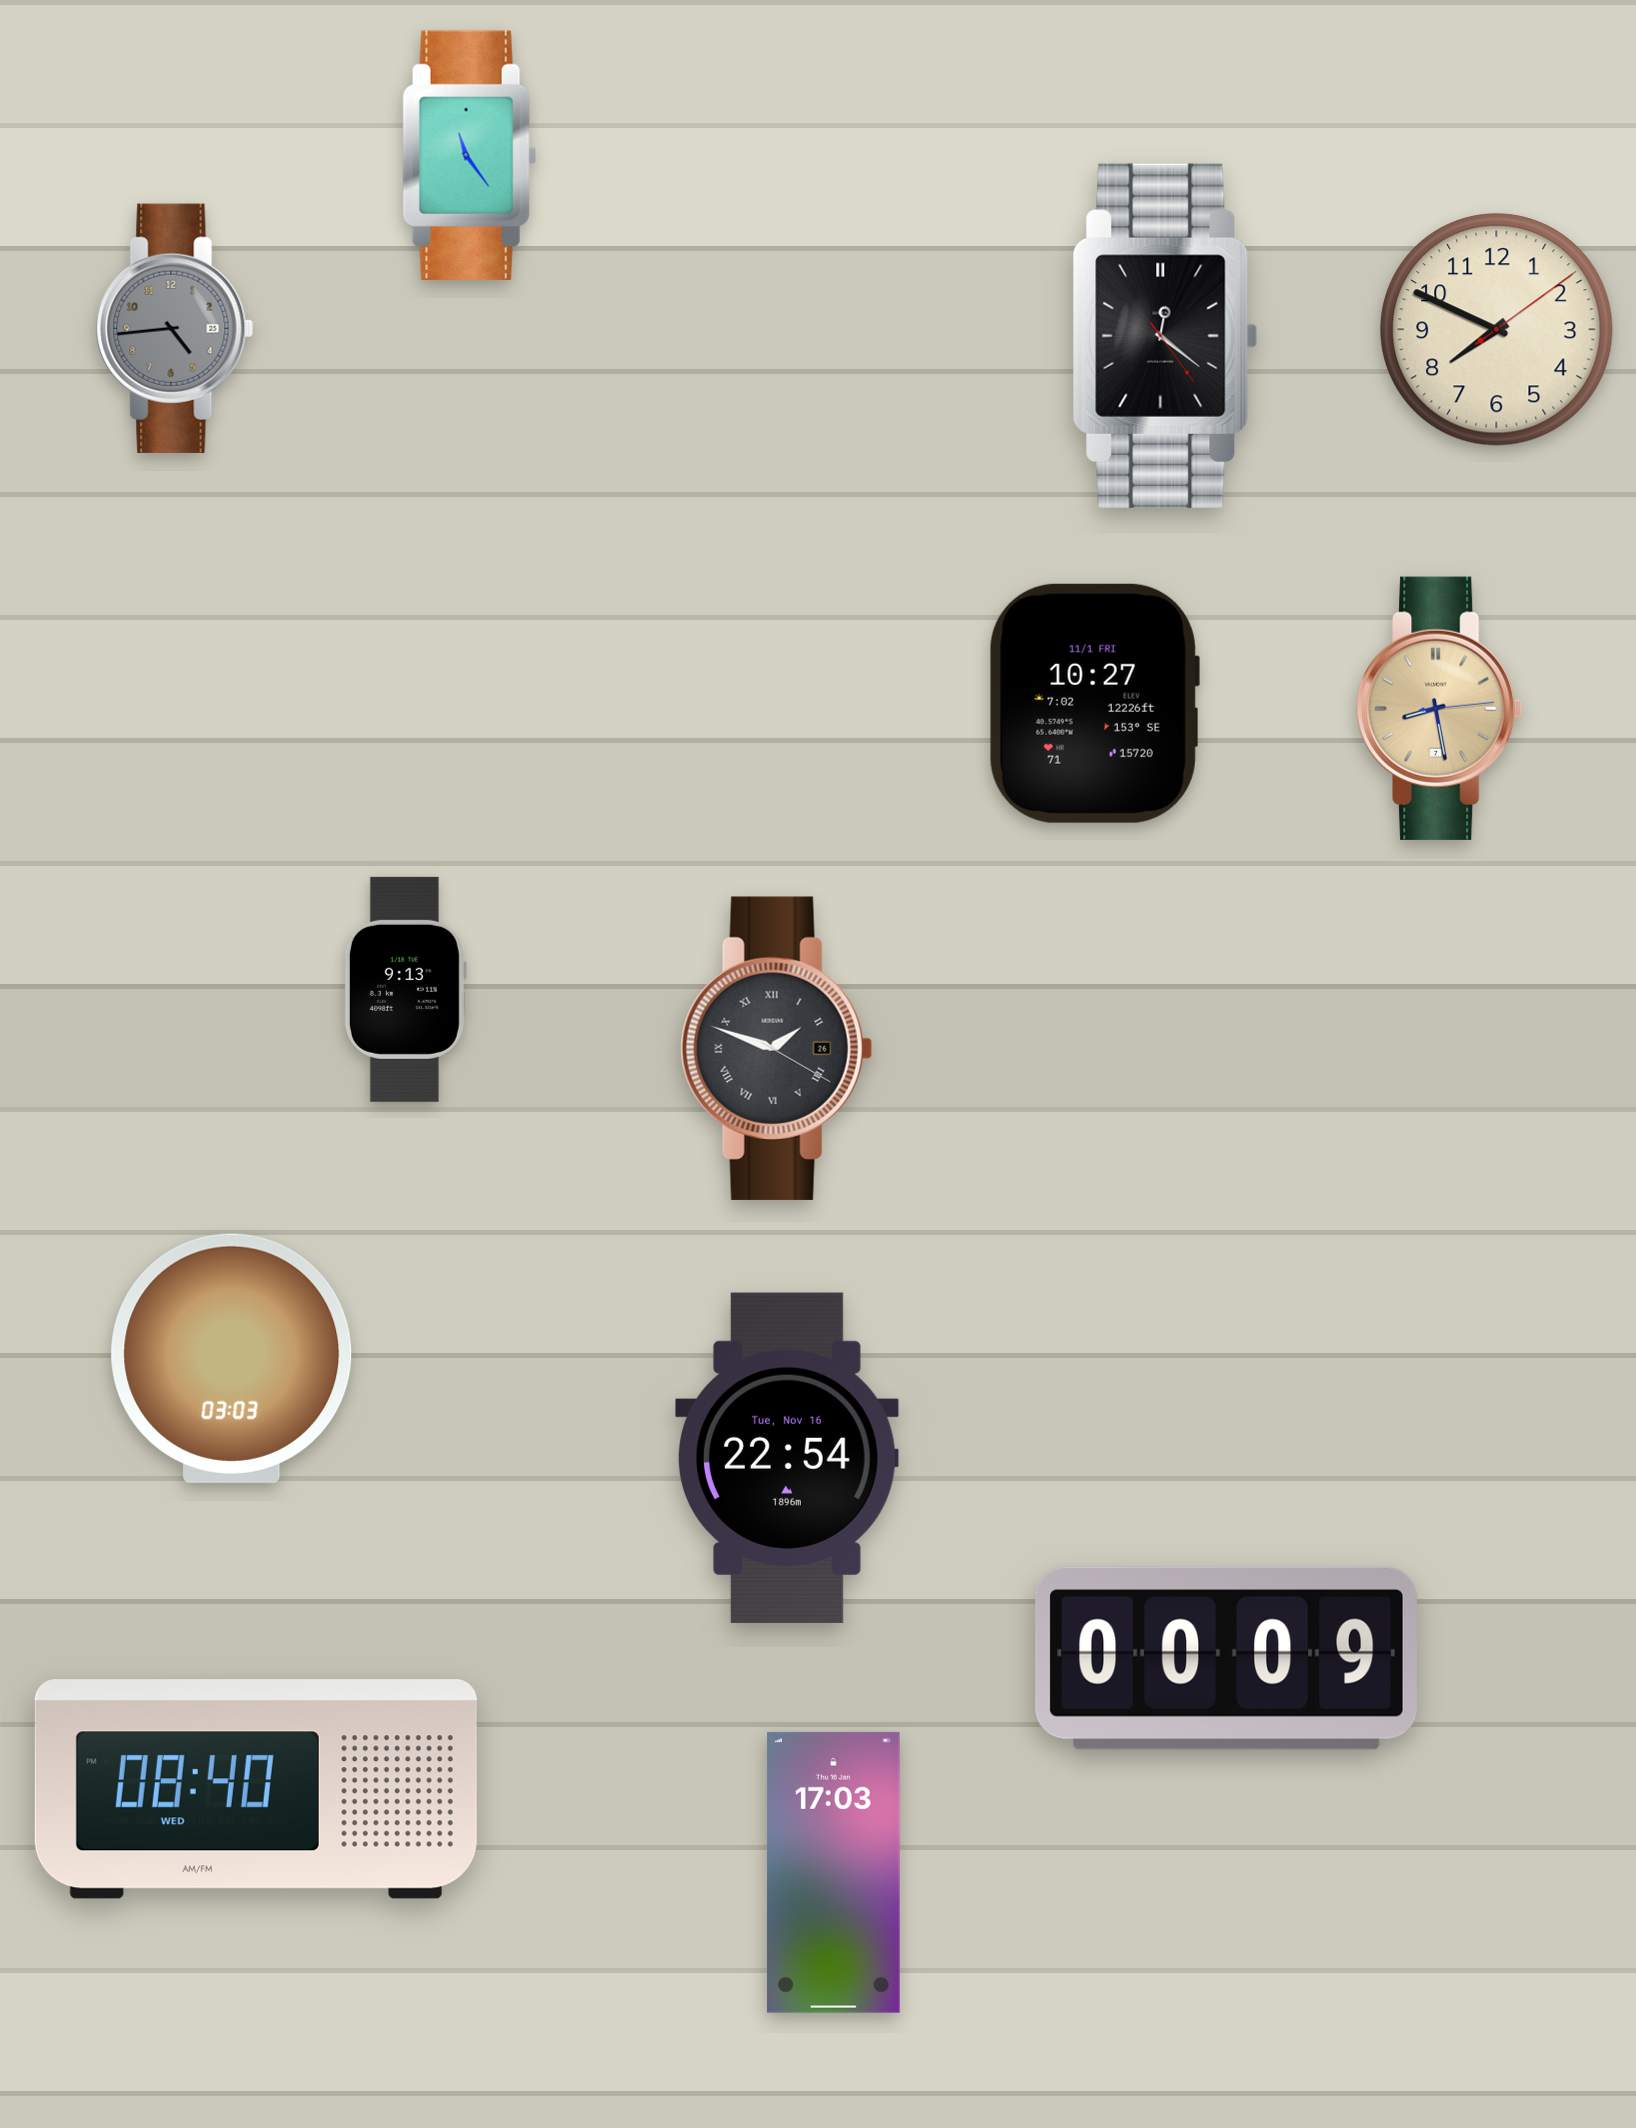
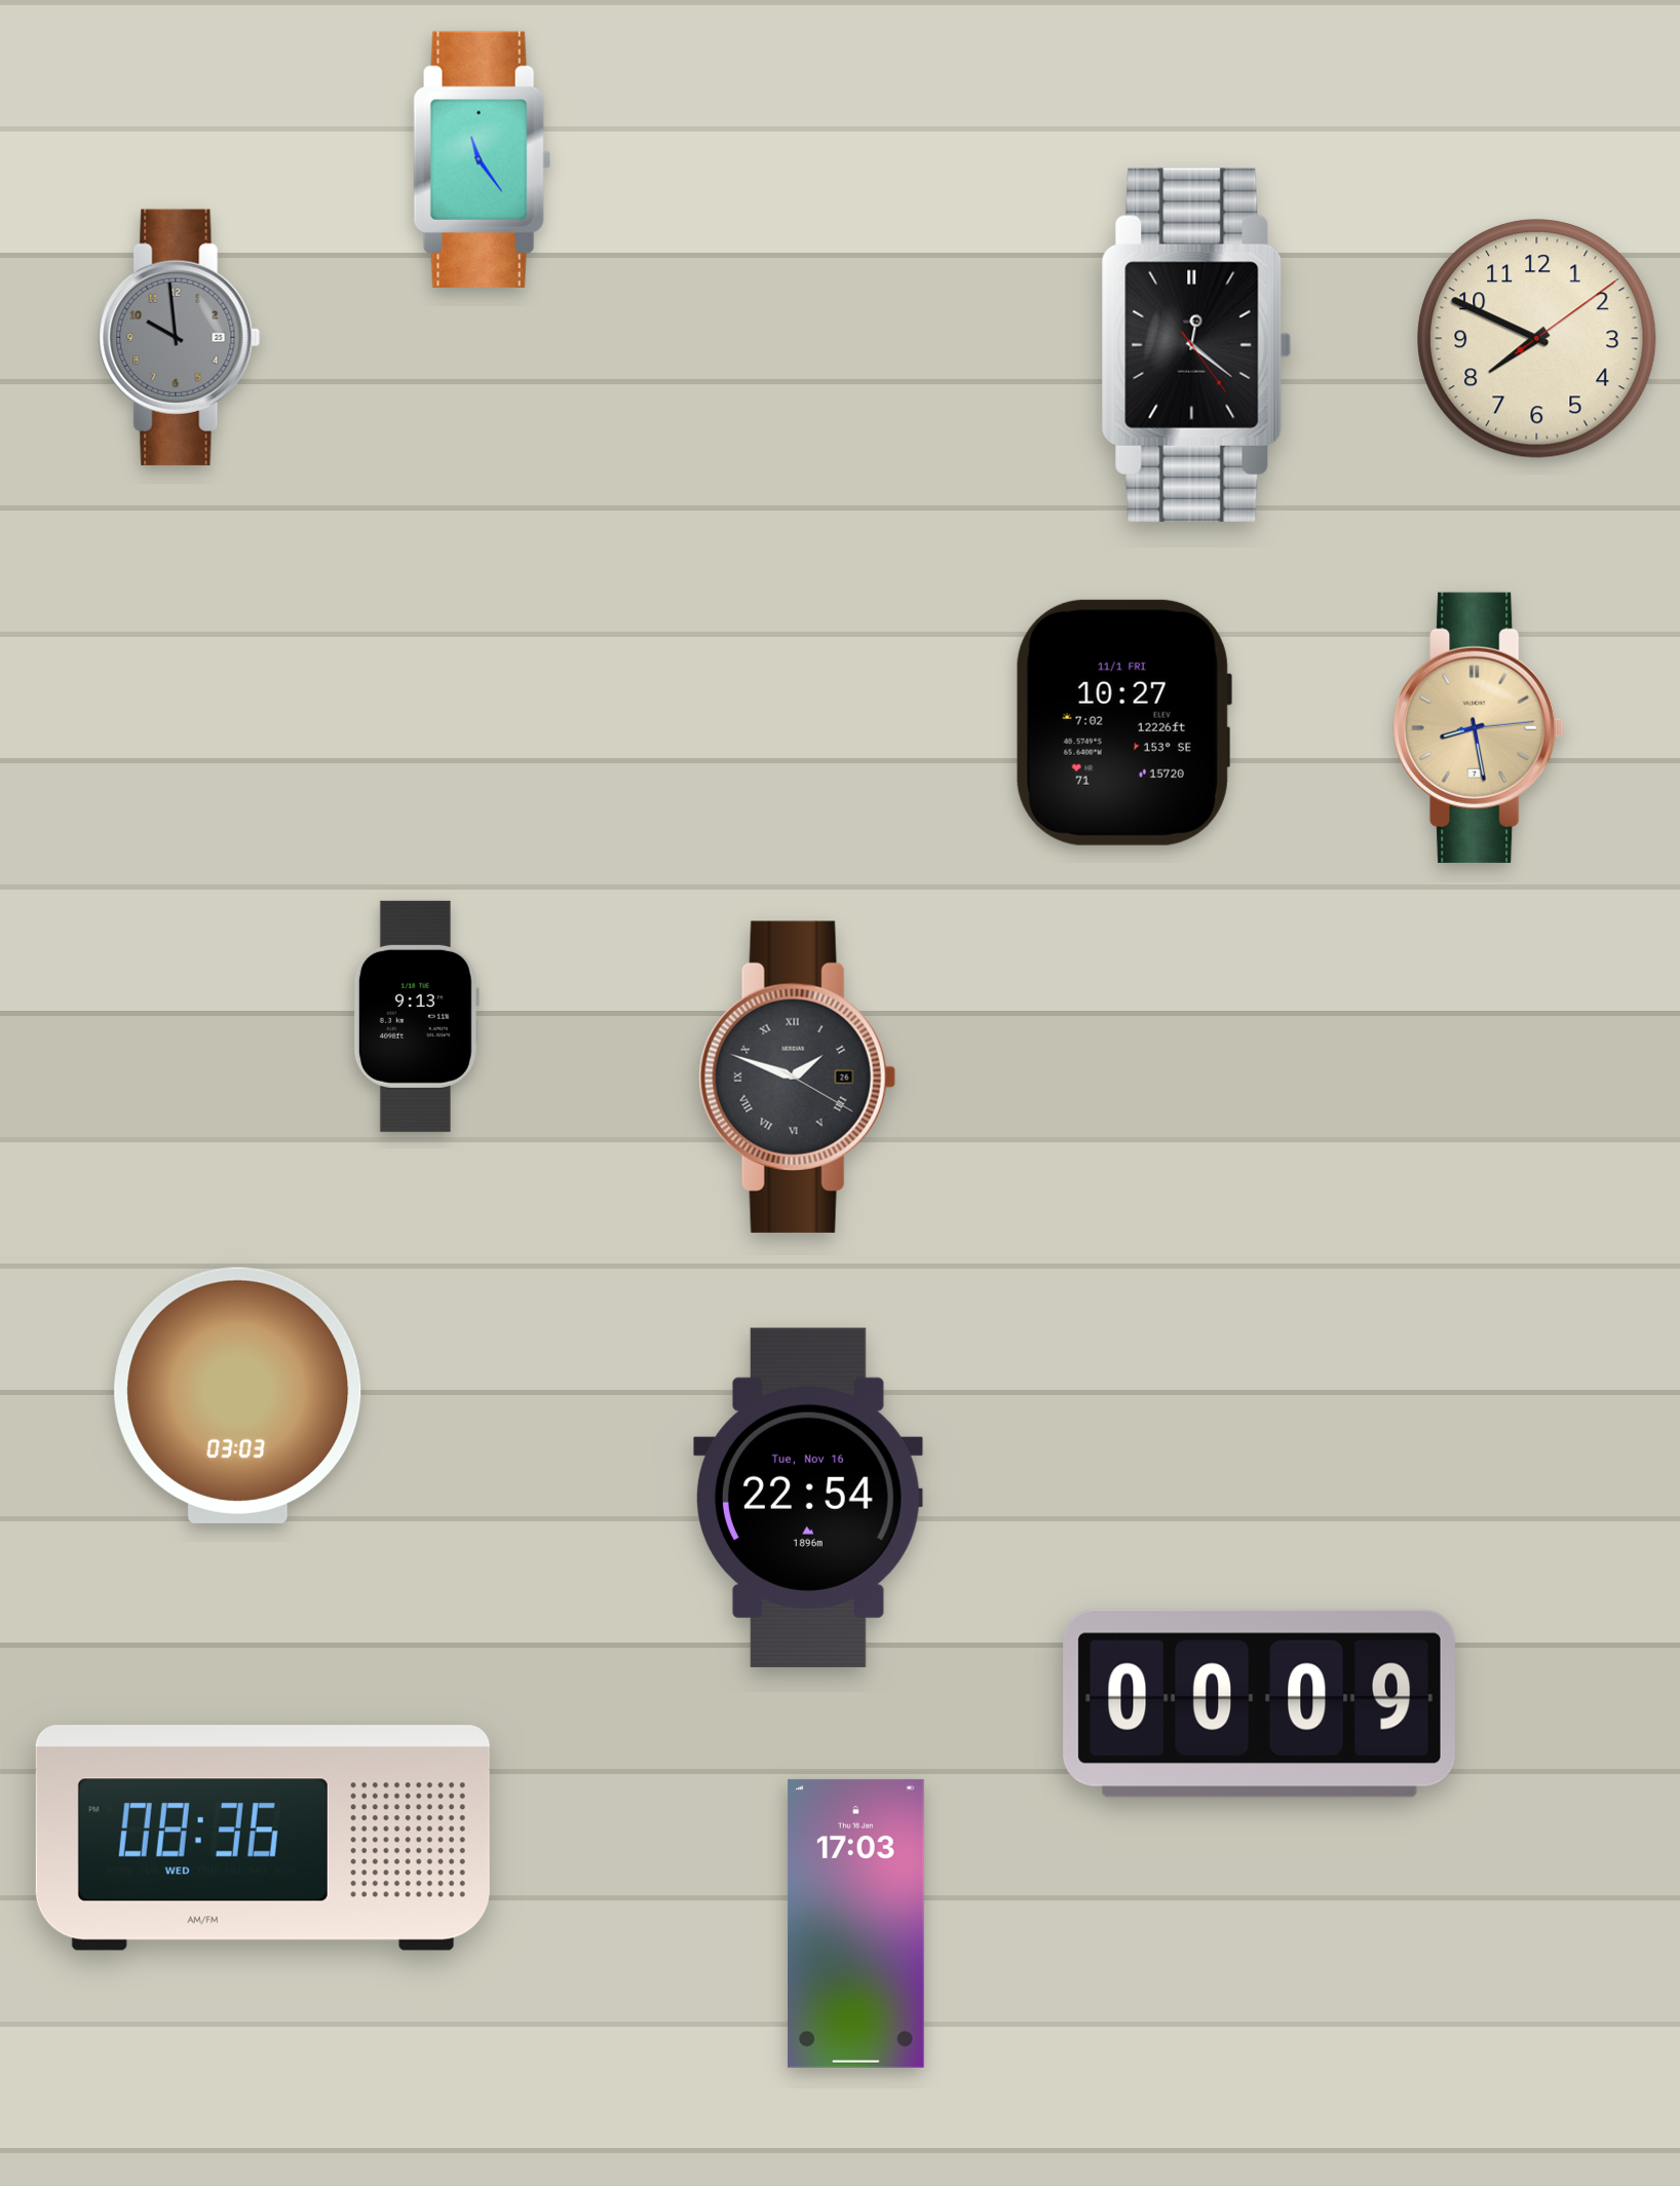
clock at (175, 328): 4:44 -> 9:59
clock at (256, 1789): 08:40 -> 08:36
